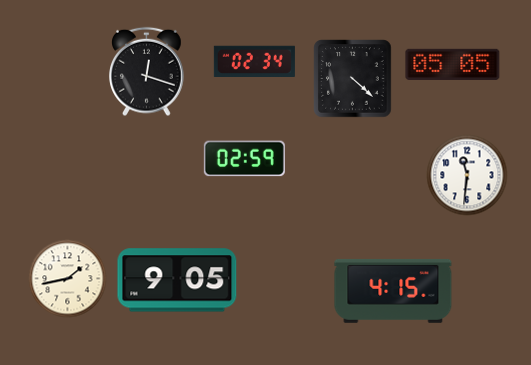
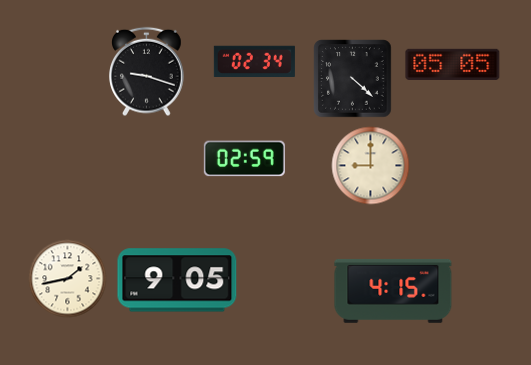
clock at (147, 72): 12:18 -> 9:18
clock at (371, 166): none -> 9:00
clock at (467, 175): 11:31 -> none
